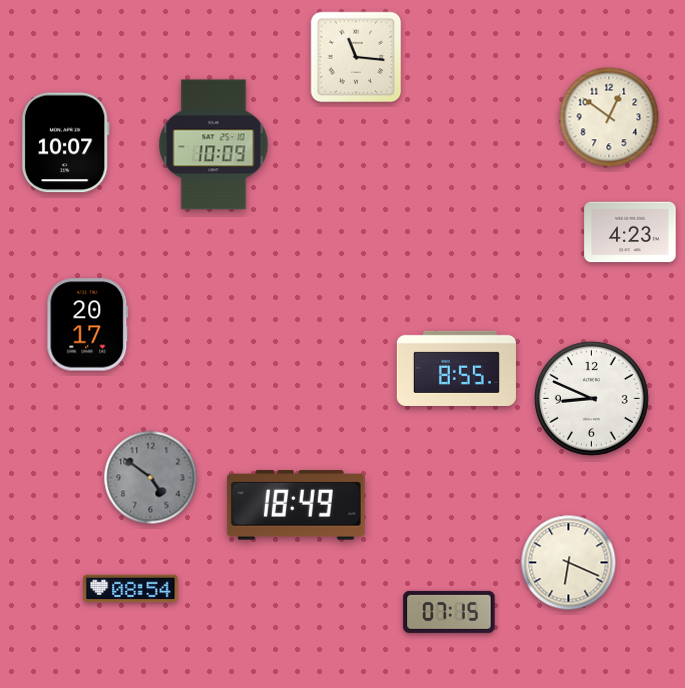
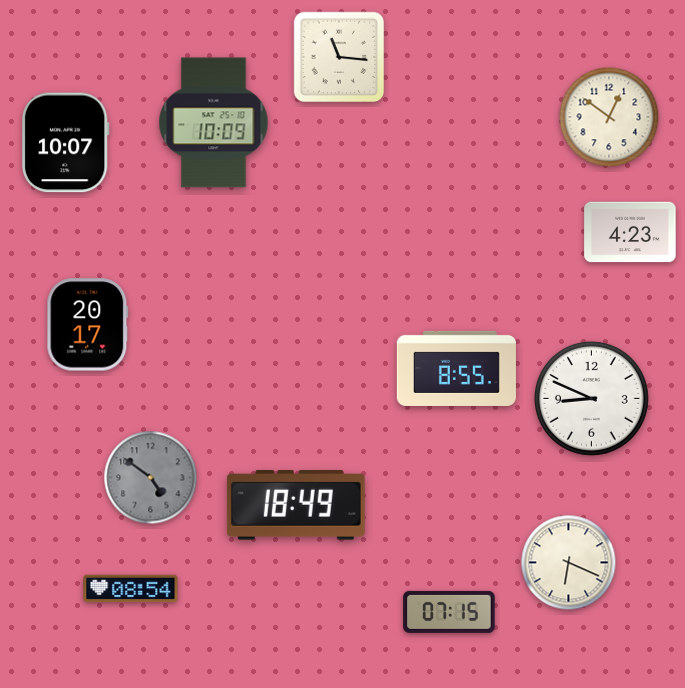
clock at (356, 57) position: (356, 57) -> (339, 57)
clock at (214, 145) position: (214, 145) -> (214, 123)
